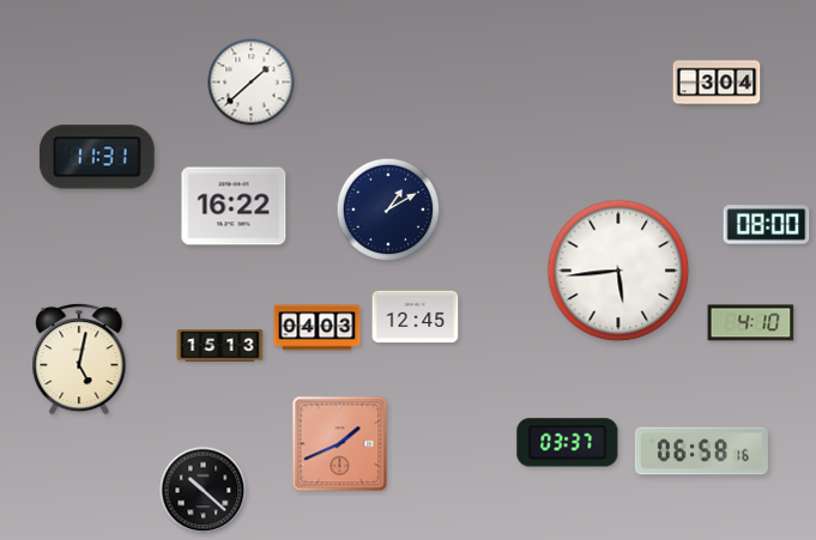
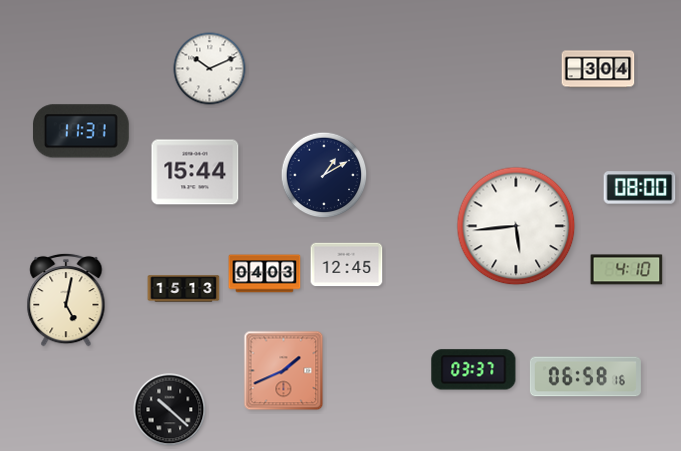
clock at (252, 83): 1:38 -> 10:11
clock at (234, 206): 16:22 -> 15:44
